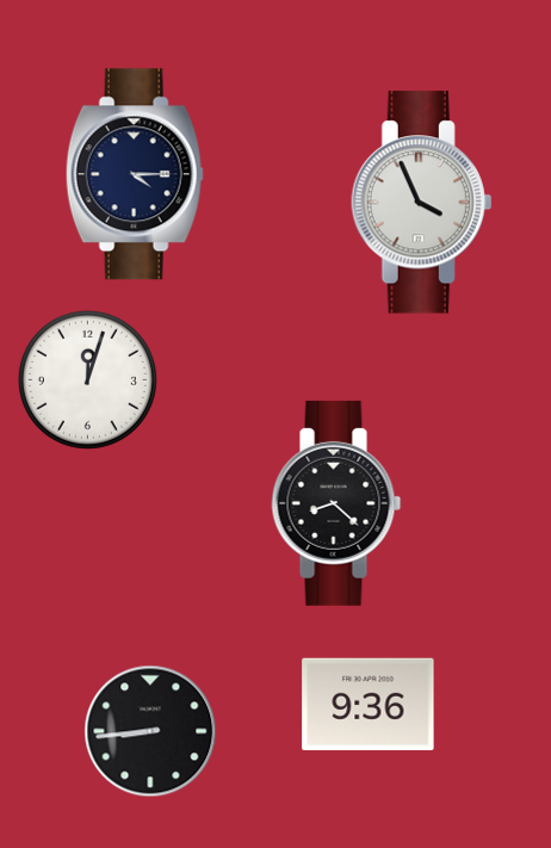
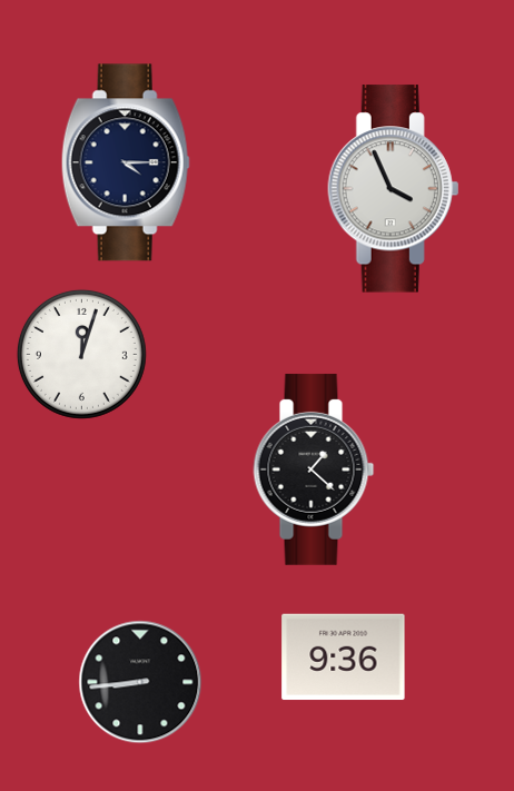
clock at (336, 503): 8:22 -> 1:22
